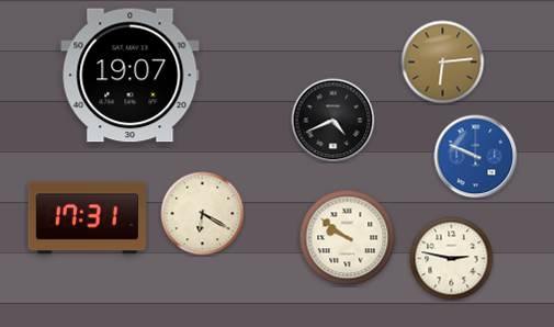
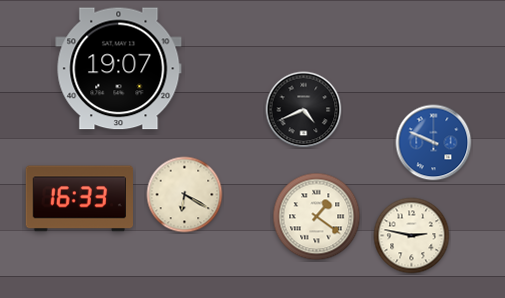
clock at (443, 63): 6:14 -> none
clock at (87, 218): 17:31 -> 16:33
clock at (348, 238): 9:51 -> 1:21
